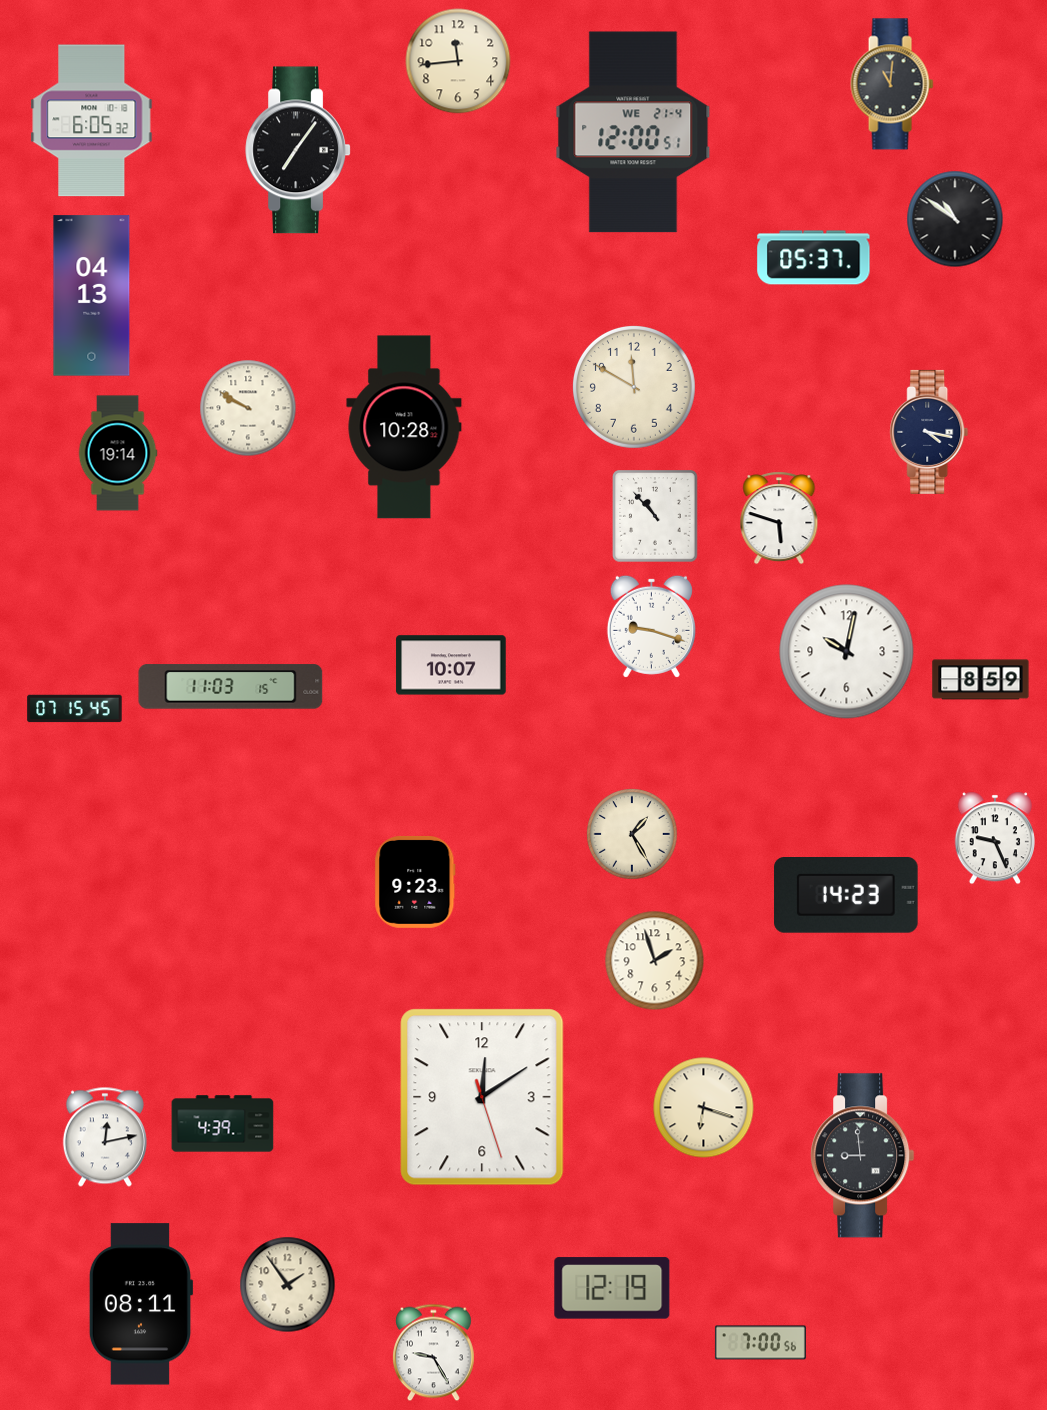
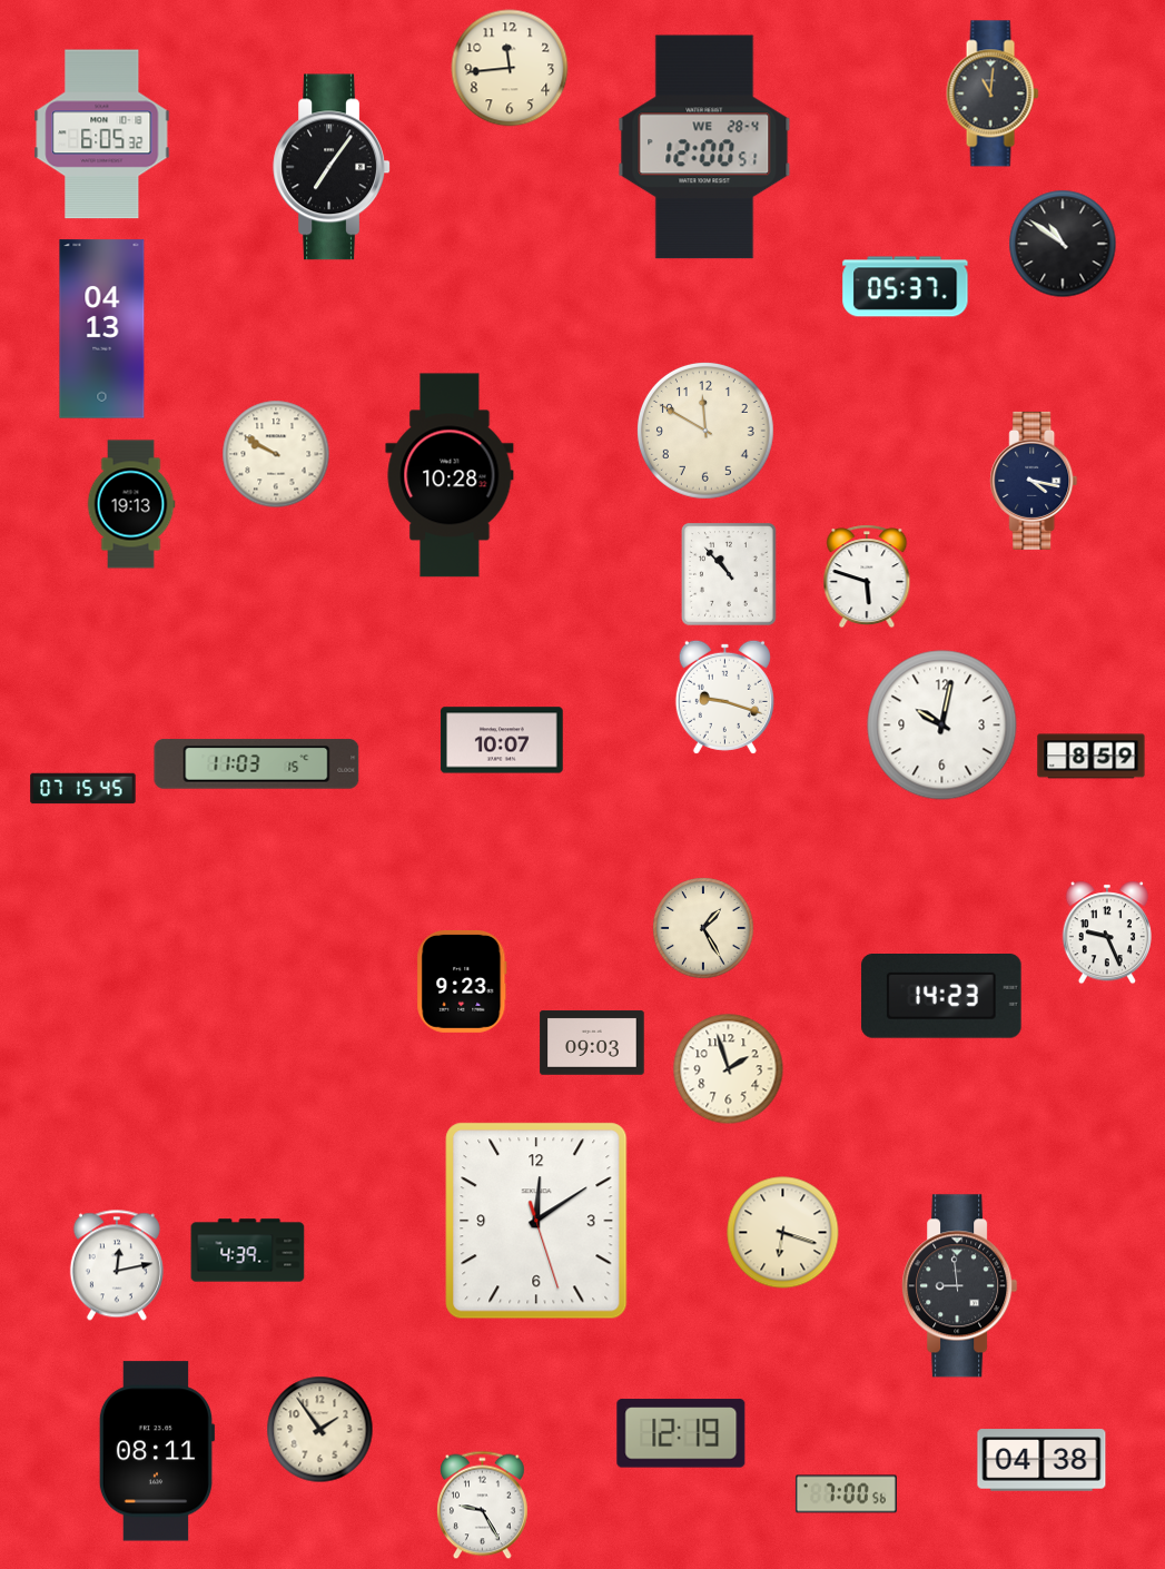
clock at (633, 132) date: WE 21-4 -> WE 28-4
clock at (118, 453): 19:14 -> 19:13
clock at (592, 1043): none -> 09:03
clock at (1041, 1460): none -> 04:38
